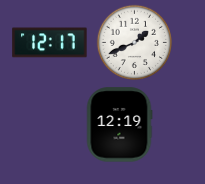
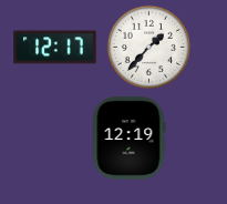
clock at (134, 42): 1:41 -> 1:37
clock at (119, 125) position: (119, 125) -> (128, 139)
